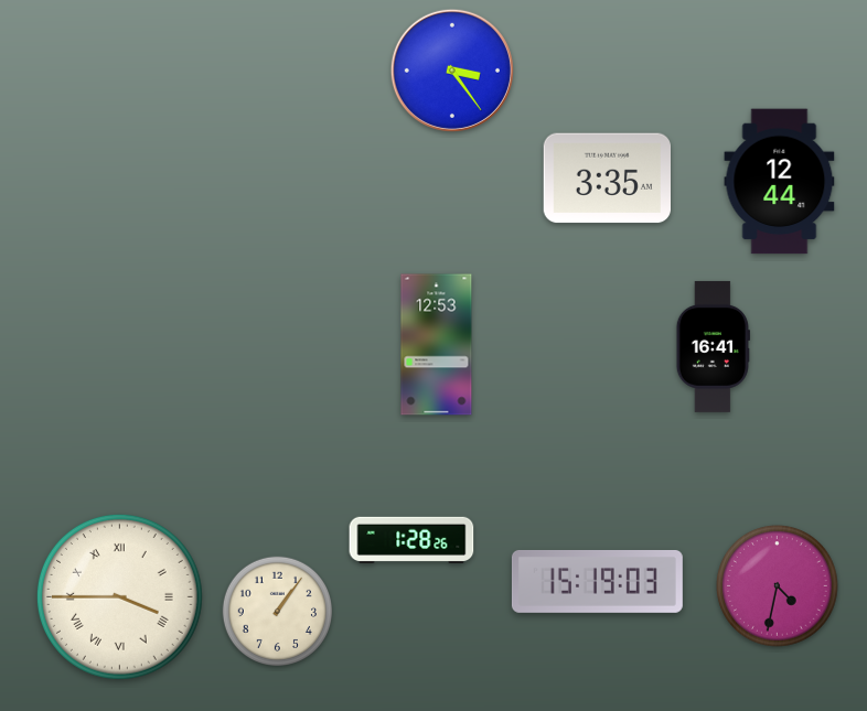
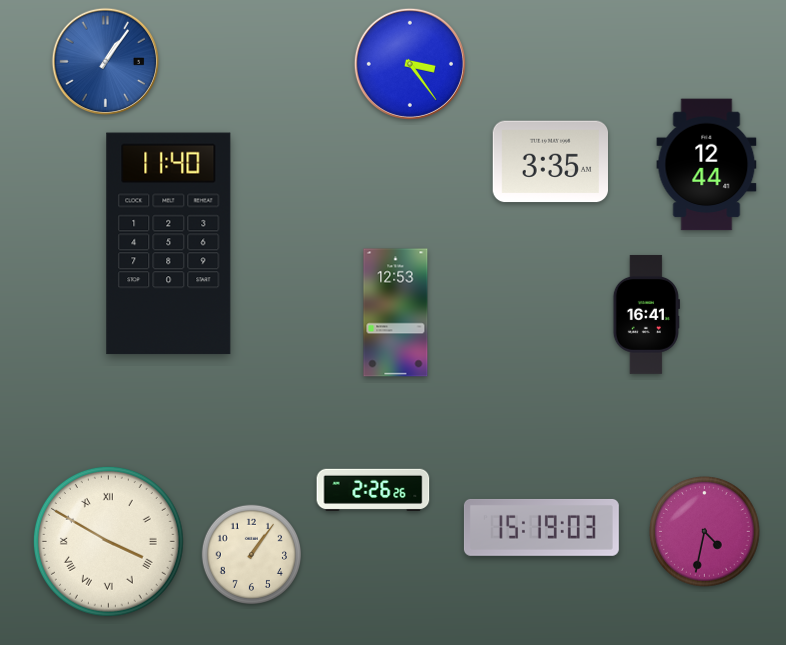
clock at (105, 61): none -> 1:06
clock at (169, 244): none -> 11:40
clock at (411, 539): 1:28 -> 2:26
clock at (119, 596): 3:45 -> 3:50
